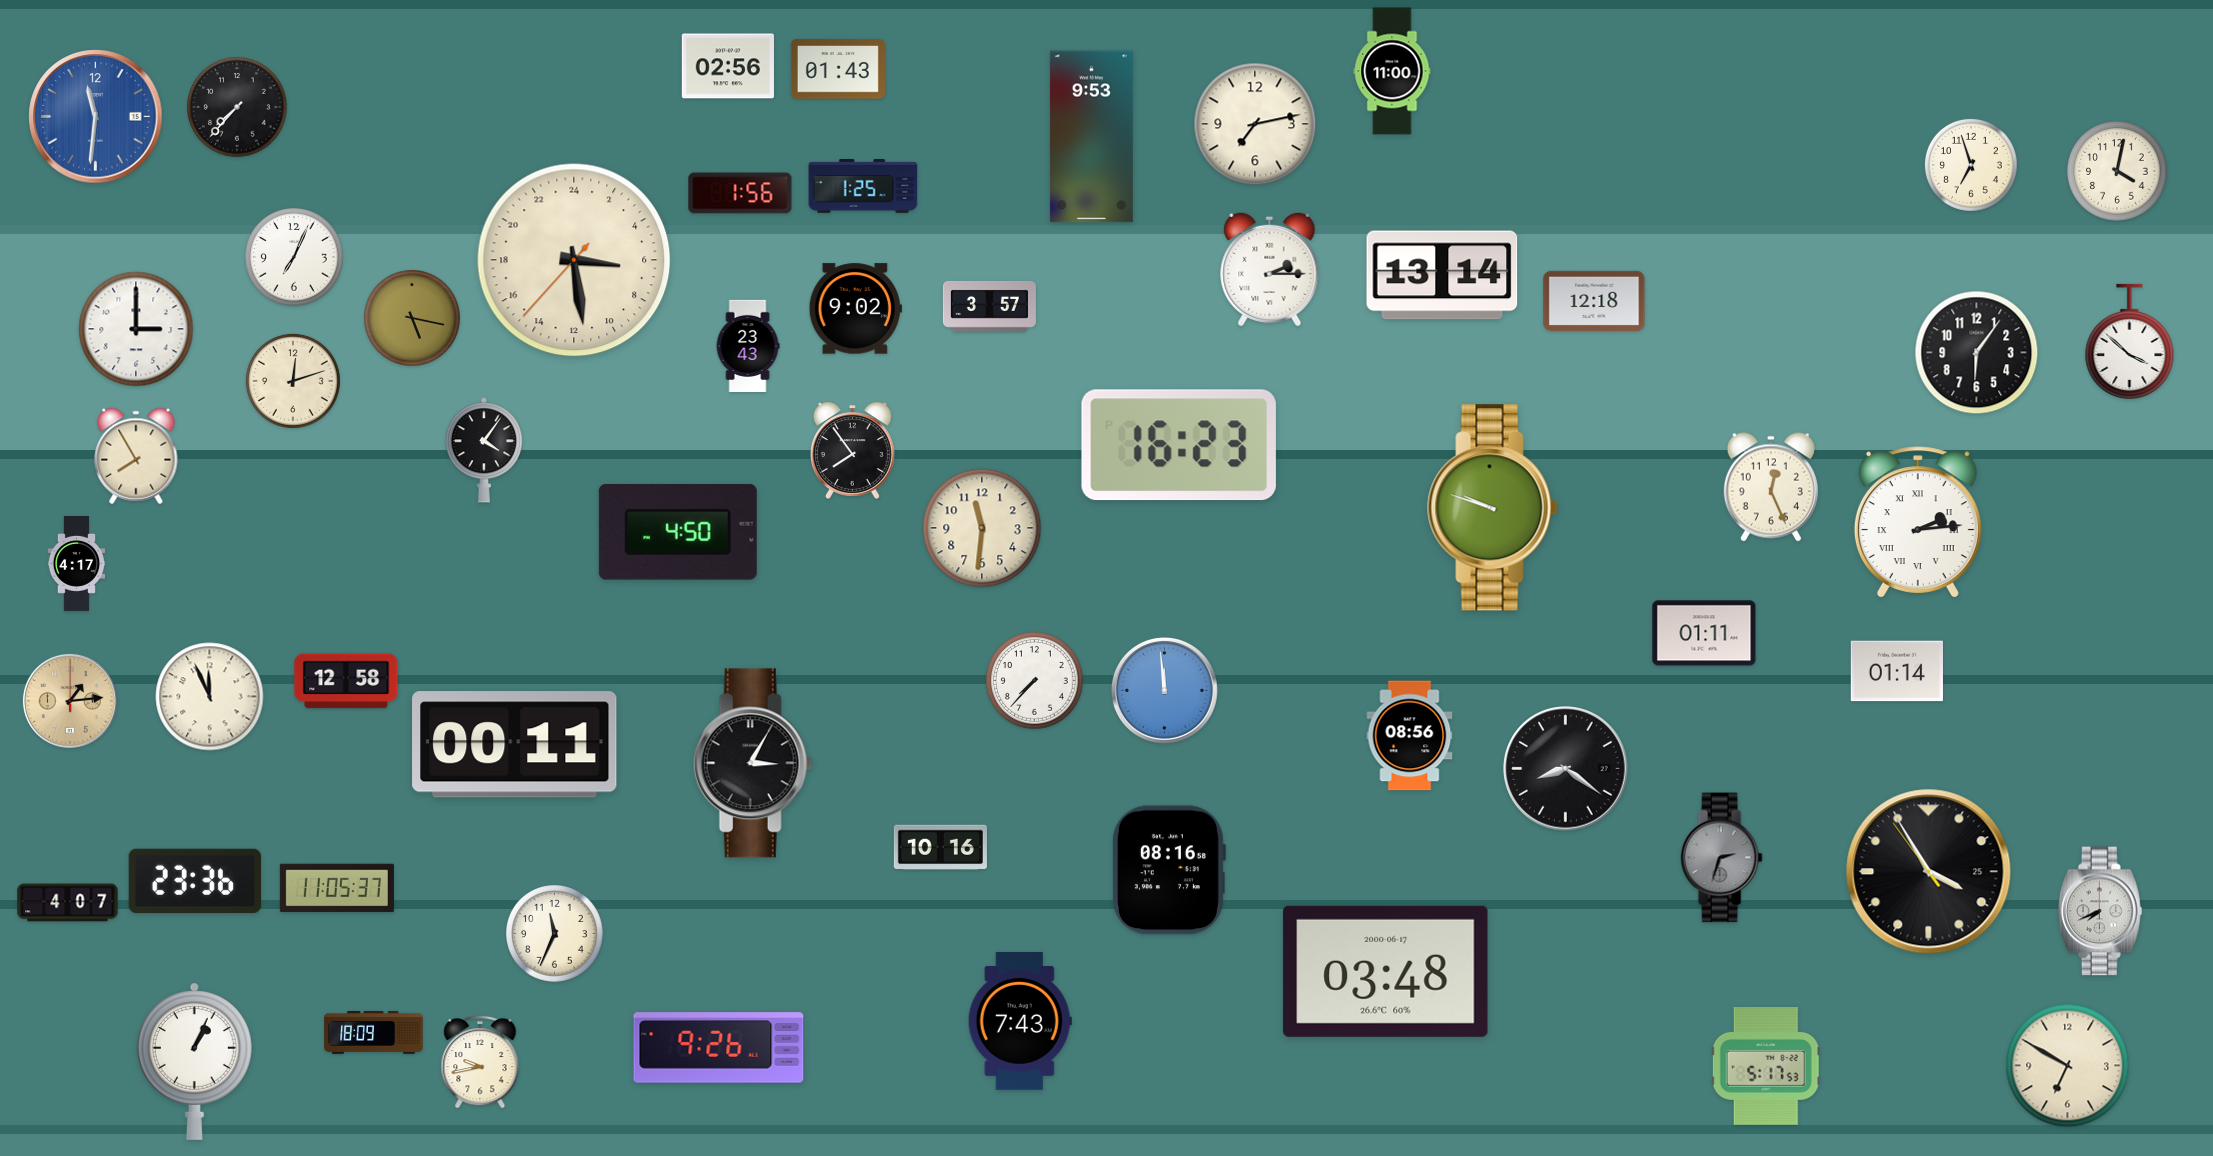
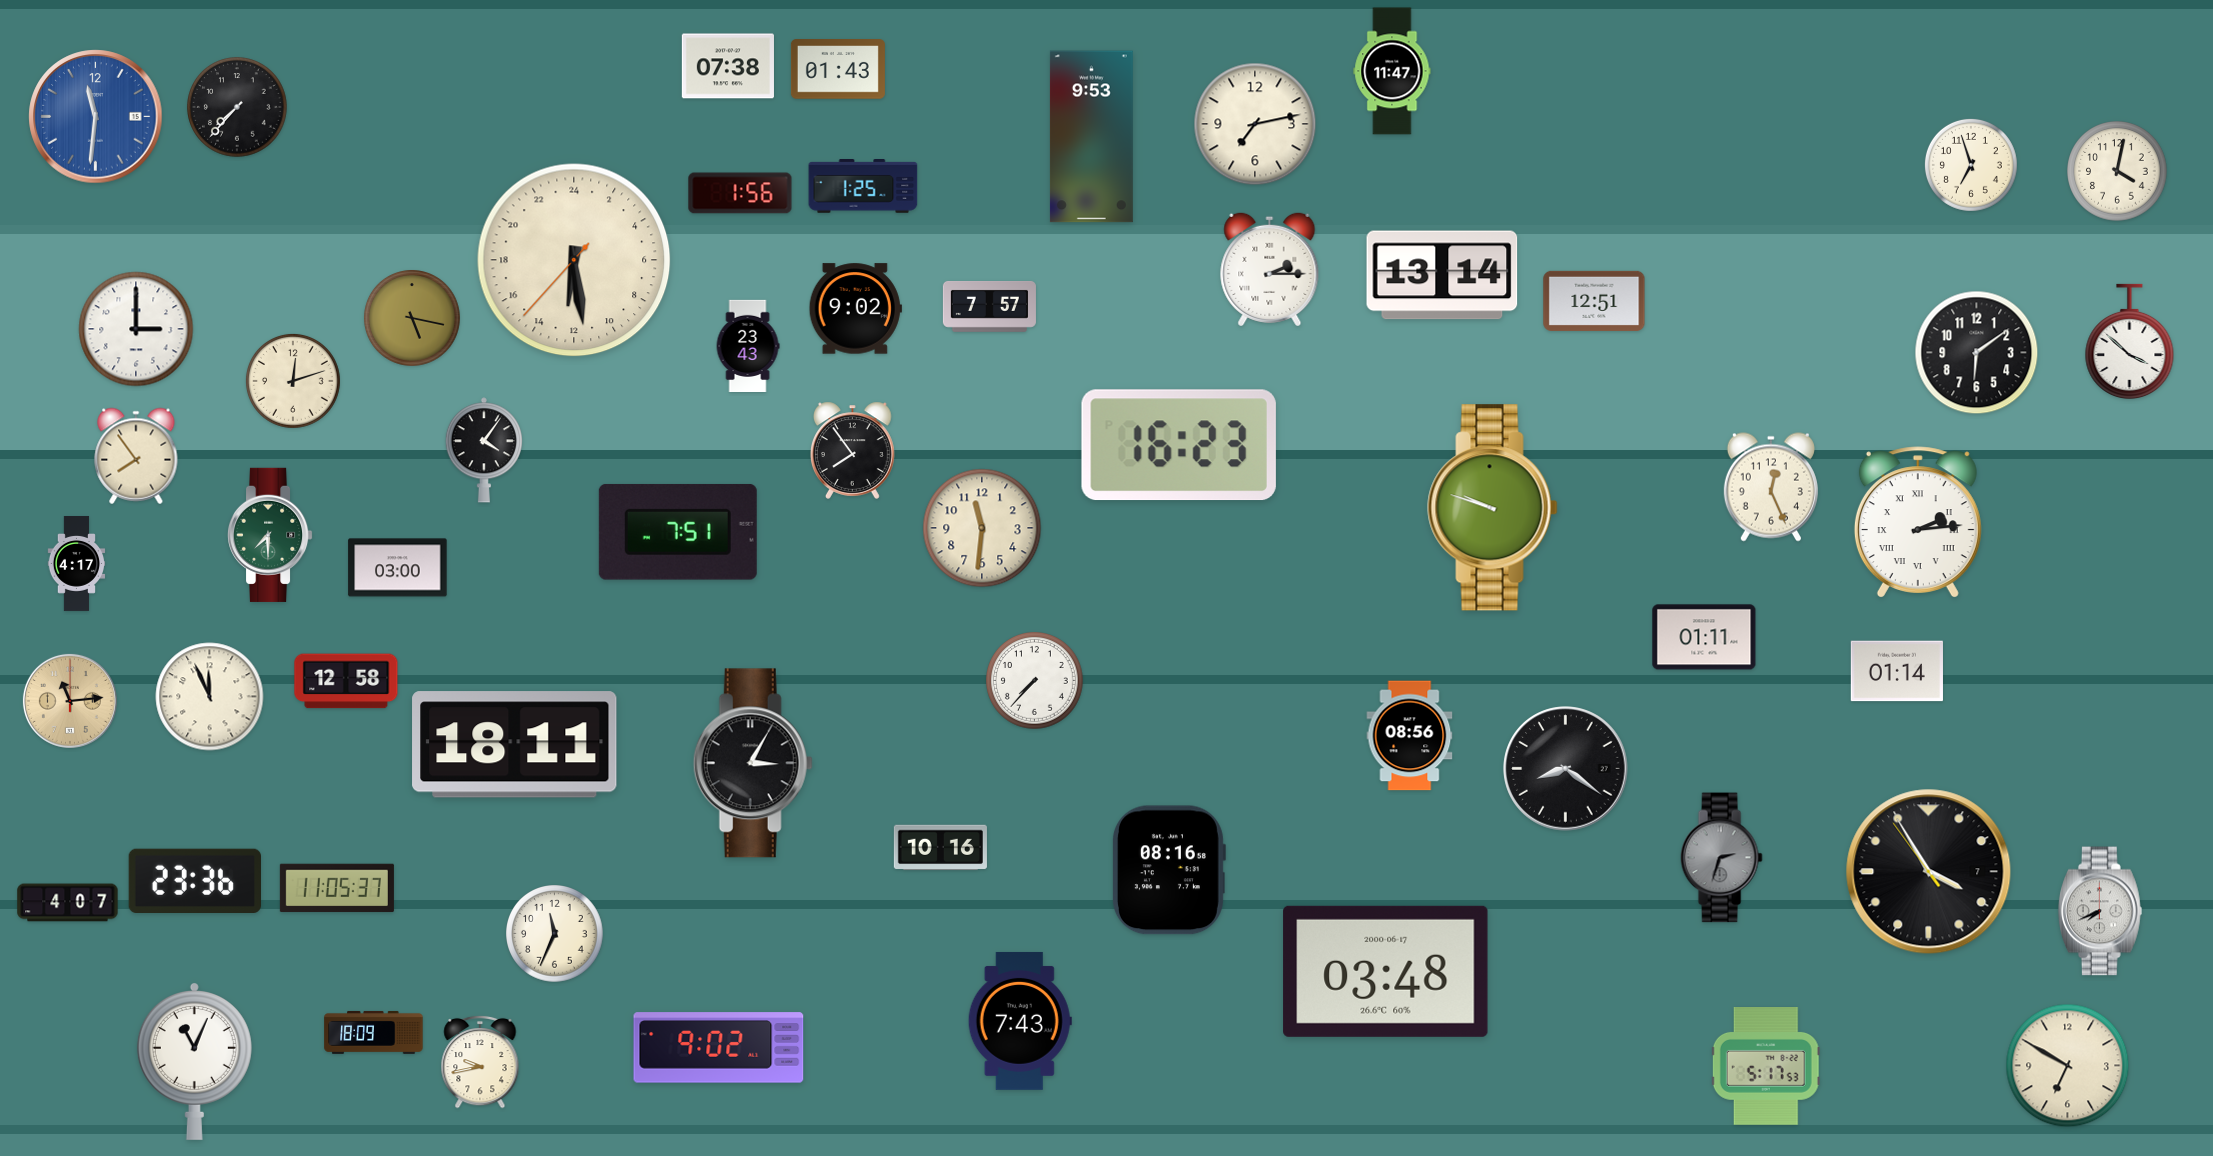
clock at (728, 66): 02:56 -> 07:38
clock at (1392, 71): 11:00 -> 11:47
clock at (294, 257): 7:04 -> none
clock at (574, 260): 6:28 -> 12:28
clock at (1594, 301): 12:18 -> 12:51
clock at (989, 306): 3:57 -> 7:57
clock at (1977, 353): 6:06 -> 6:09
clock at (136, 456): 7:55 -> 7:54
clock at (678, 532): 4:50 -> 7:51
clock at (271, 535): none -> 7:30
clock at (398, 568): none -> 03:00
clock at (1704, 633) position: (1704, 633) -> (1704, 637)
clock at (1164, 690): 11:59 -> none
clock at (70, 701): 1:14 -> 11:14
clock at (515, 745): 00:11 -> 18:11
clock at (1929, 872) date: 25 -> 7
clock at (719, 1048): 9:26 -> 9:02
clock at (194, 1062): 1:04 -> 11:04
